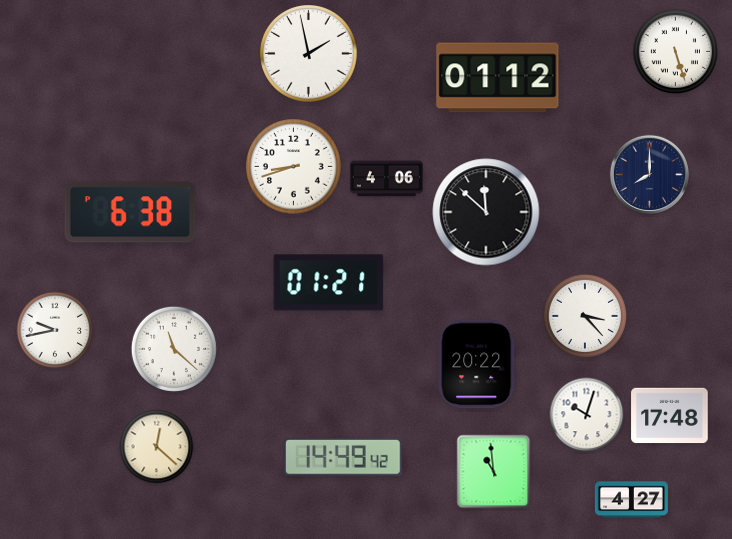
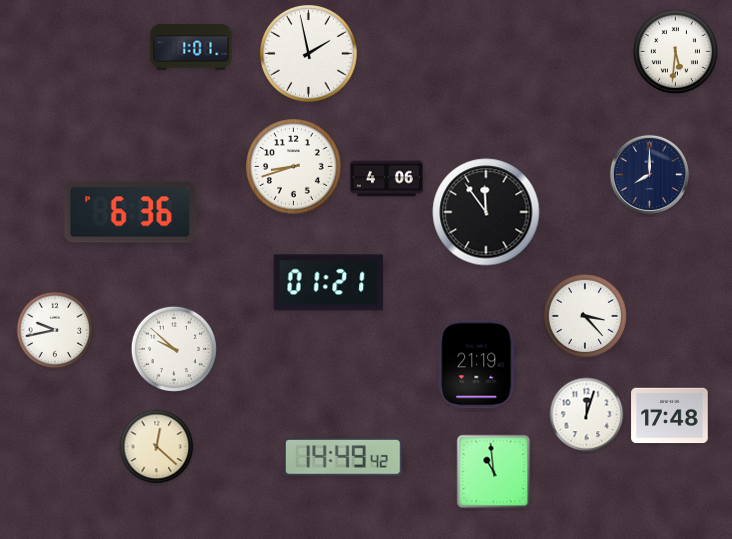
clock at (191, 48): none -> 1:01
clock at (675, 51): 5:27 -> 5:31
clock at (498, 78): 01:12 -> none
clock at (130, 212): 6:38 -> 6:36
clock at (486, 212): 11:52 -> 11:54
clock at (173, 348): 11:22 -> 9:52
clock at (477, 364): 20:22 -> 21:19
clock at (587, 415): 10:03 -> 12:03
clock at (631, 500): 4:27 -> none
